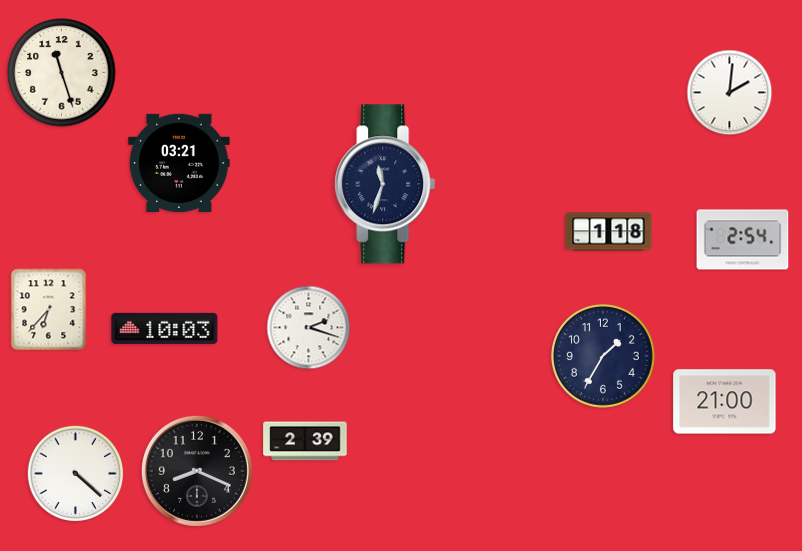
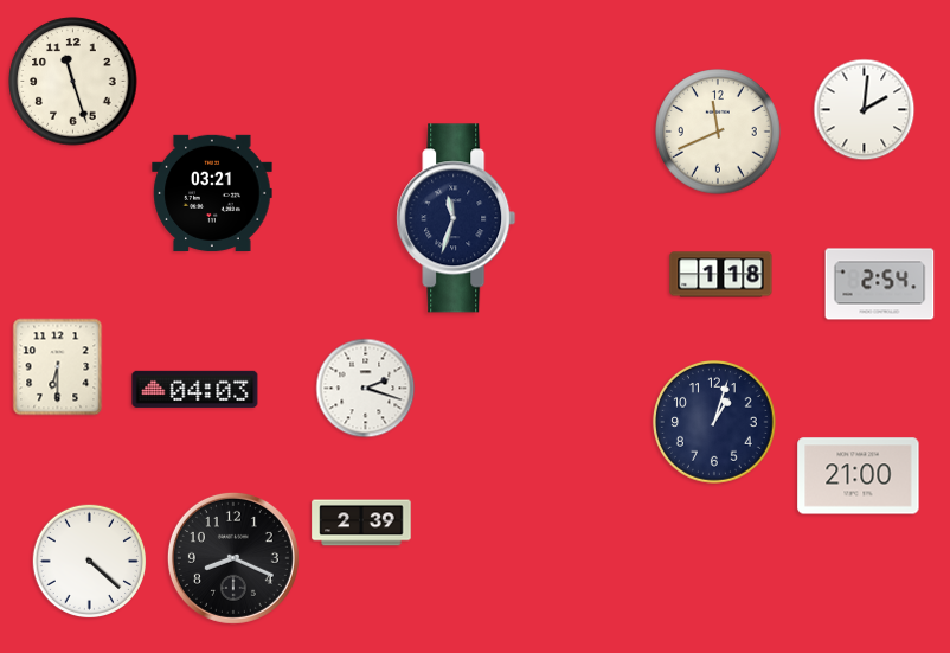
clock at (62, 73) position: (62, 73) -> (73, 82)
clock at (718, 132): none -> 11:41
clock at (49, 310): 6:37 -> 6:30
clock at (165, 328): 10:03 -> 04:03
clock at (604, 357): 1:35 -> 1:03
